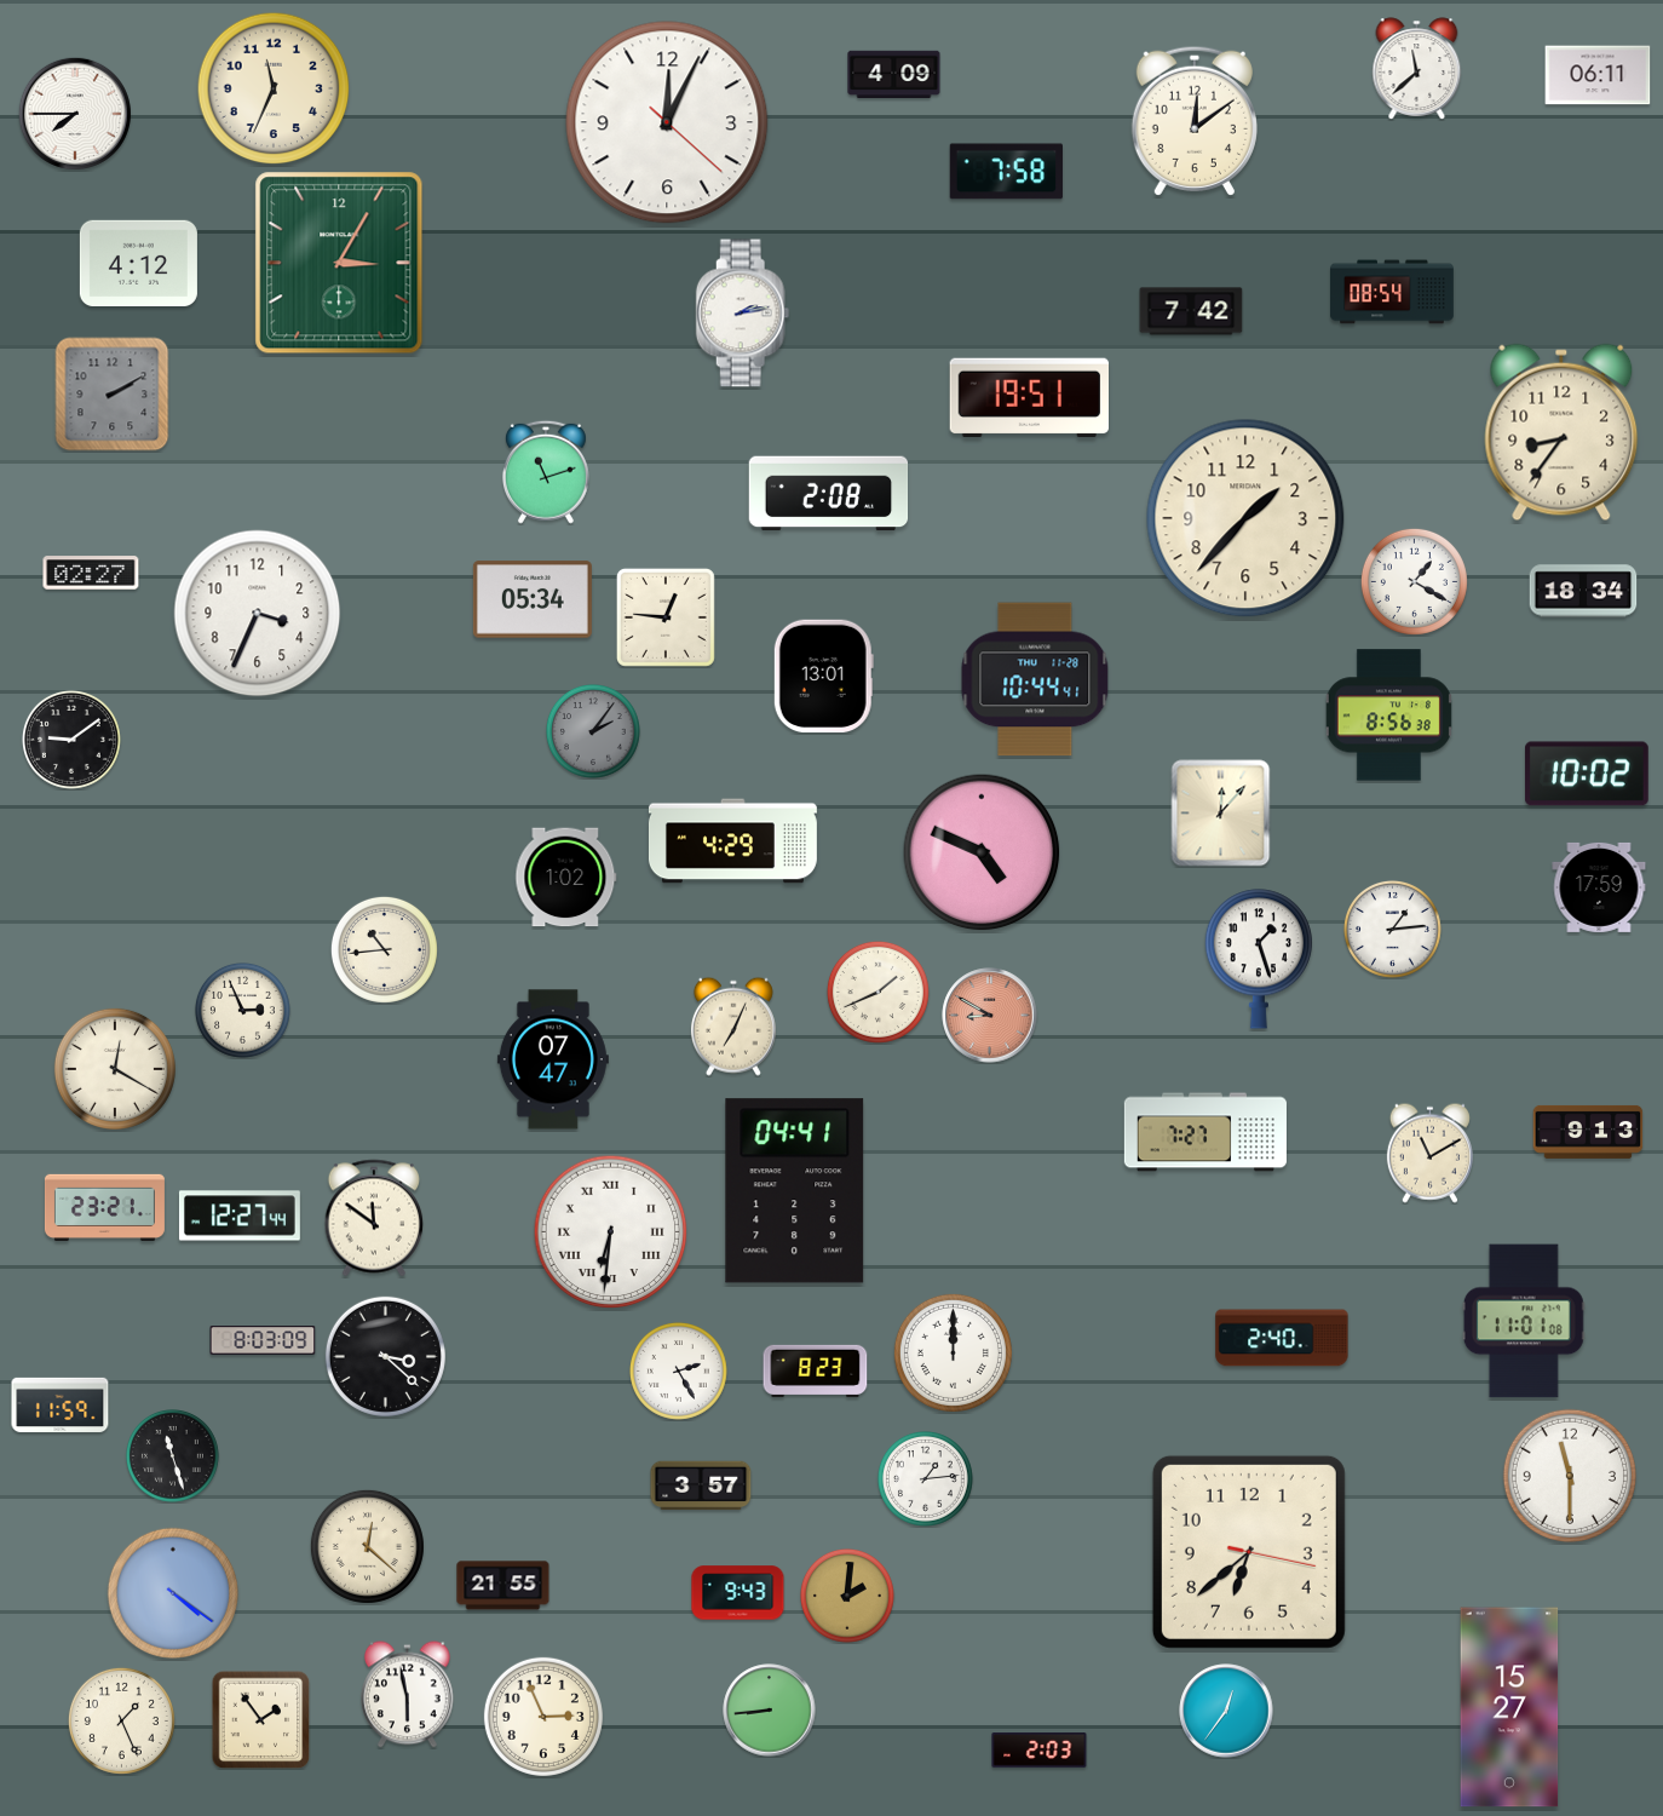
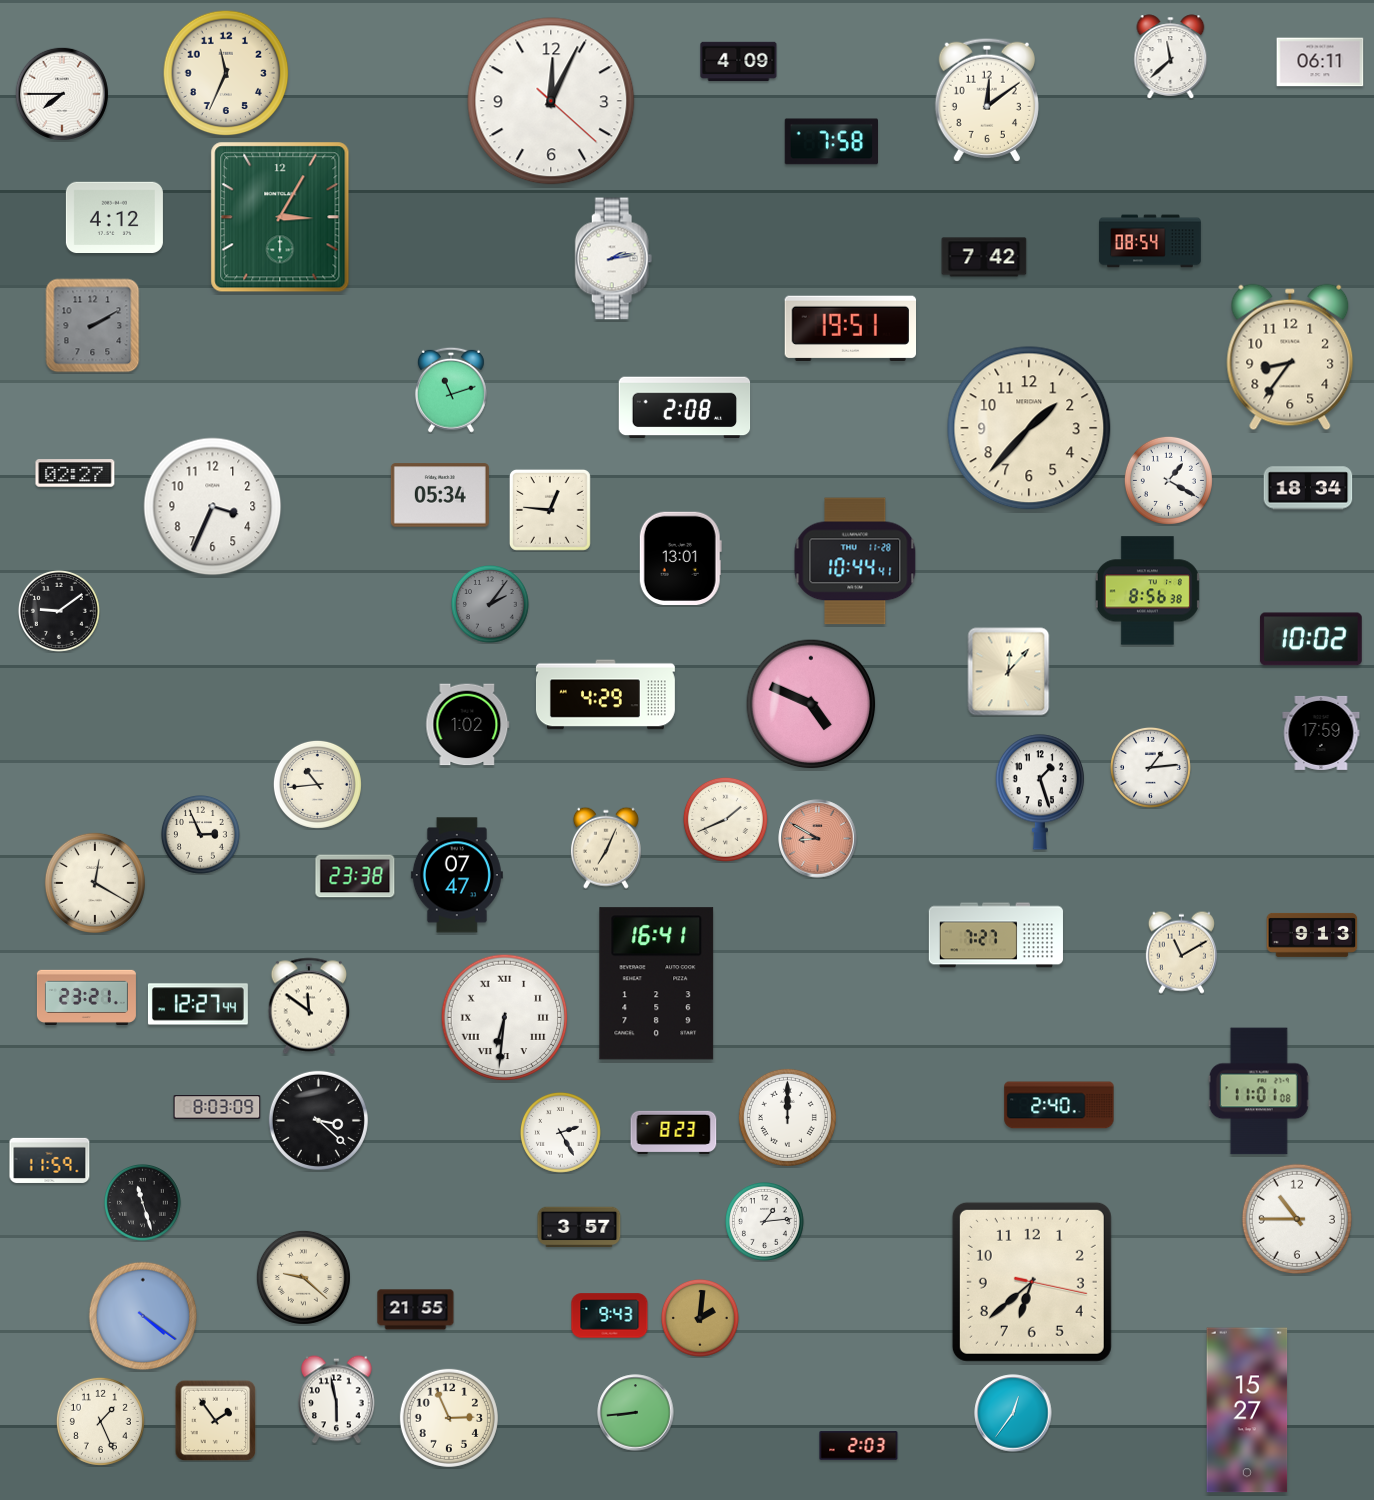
clock at (355, 876): none -> 23:38
clock at (795, 1191): 04:41 -> 16:41
clock at (1569, 1475): 11:30 -> 10:45
clock at (367, 1546): 12:22 -> 9:22
